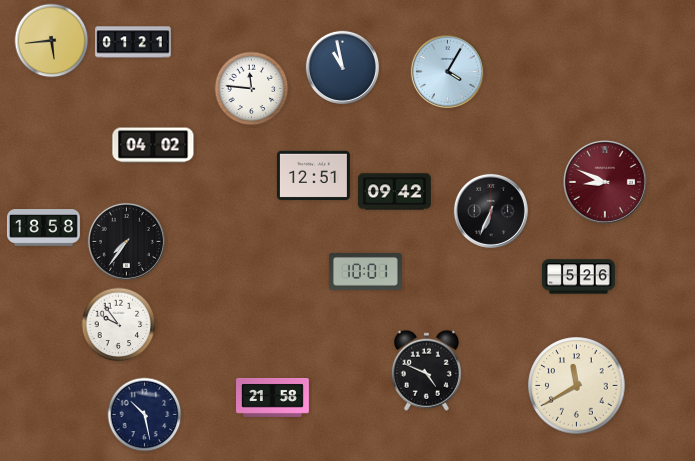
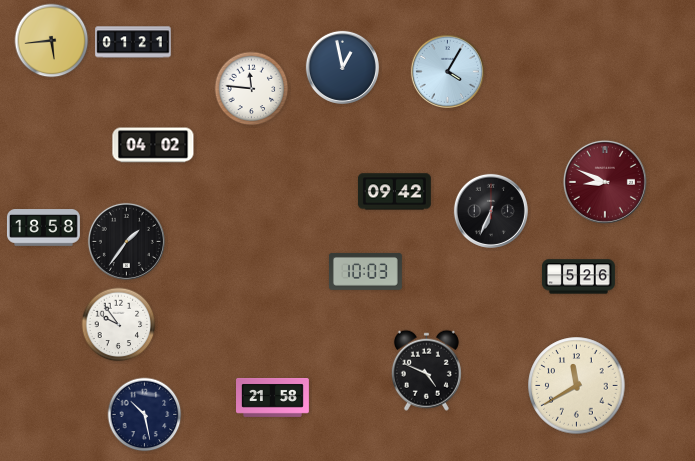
clock at (342, 67): 10:58 -> 12:58
clock at (313, 175): 12:51 -> none
clock at (126, 241): 7:36 -> 1:36
clock at (365, 271): 10:01 -> 10:03
